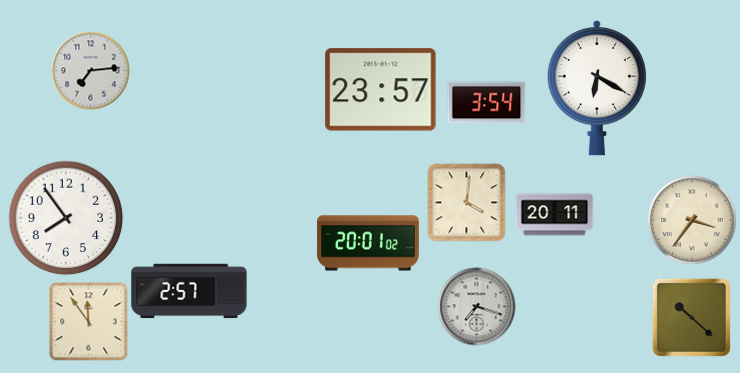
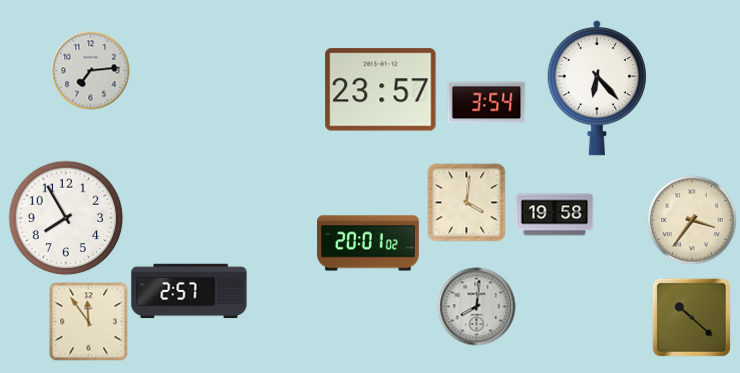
clock at (596, 88): 6:20 -> 6:23
clock at (554, 215): 20:11 -> 19:58
clock at (66, 218): 7:54 -> 7:55
clock at (476, 306): 7:18 -> 8:01
